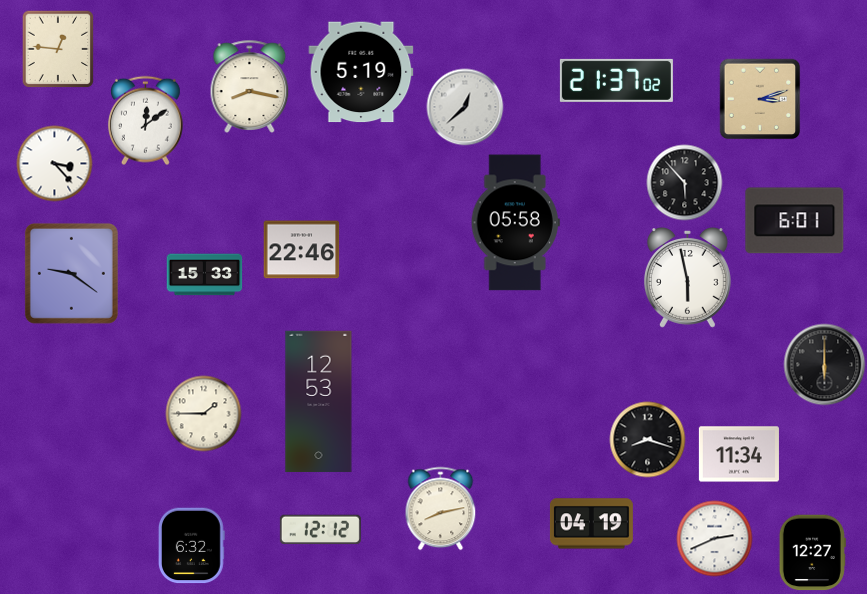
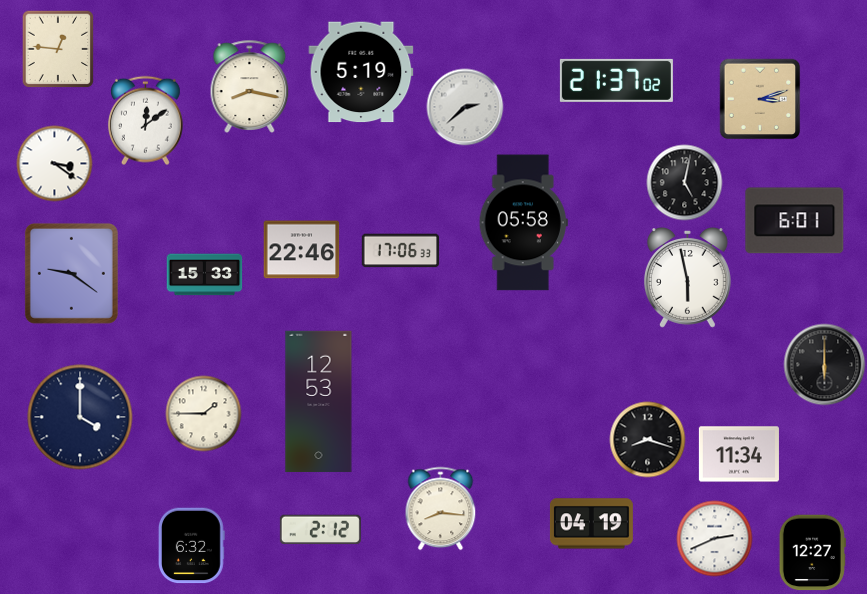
clock at (465, 107): 12:38 -> 2:38
clock at (55, 164): 3:23 -> 3:21
clock at (685, 183): 5:53 -> 5:02
clock at (515, 223) position: (515, 223) -> (523, 223)
clock at (401, 251): none -> 17:06
clock at (80, 417): none -> 4:00
clock at (441, 509): 8:13 -> 8:16
clock at (320, 530): 12:12 -> 2:12
